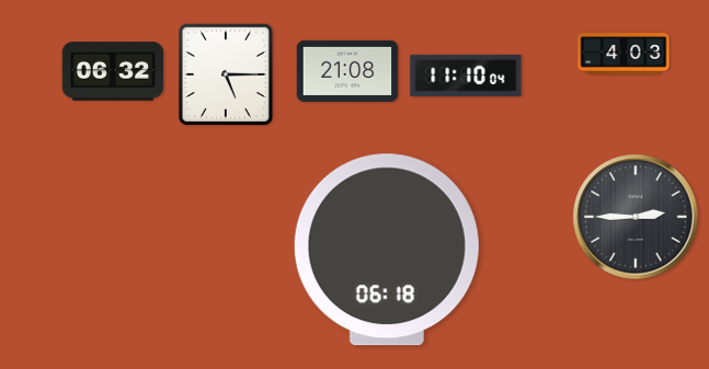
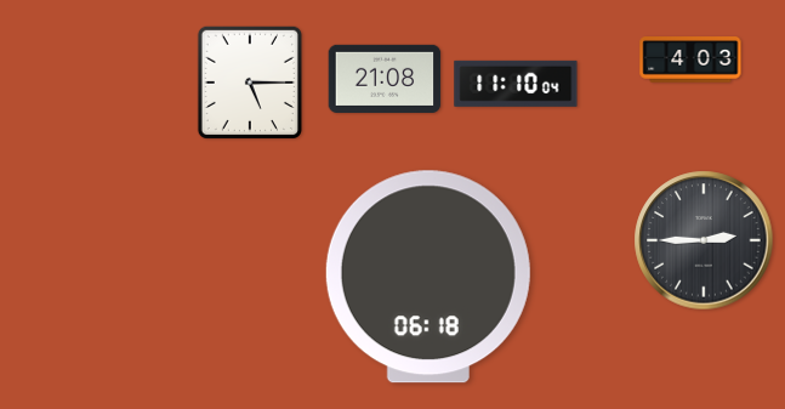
clock at (113, 71): 06:32 -> none
